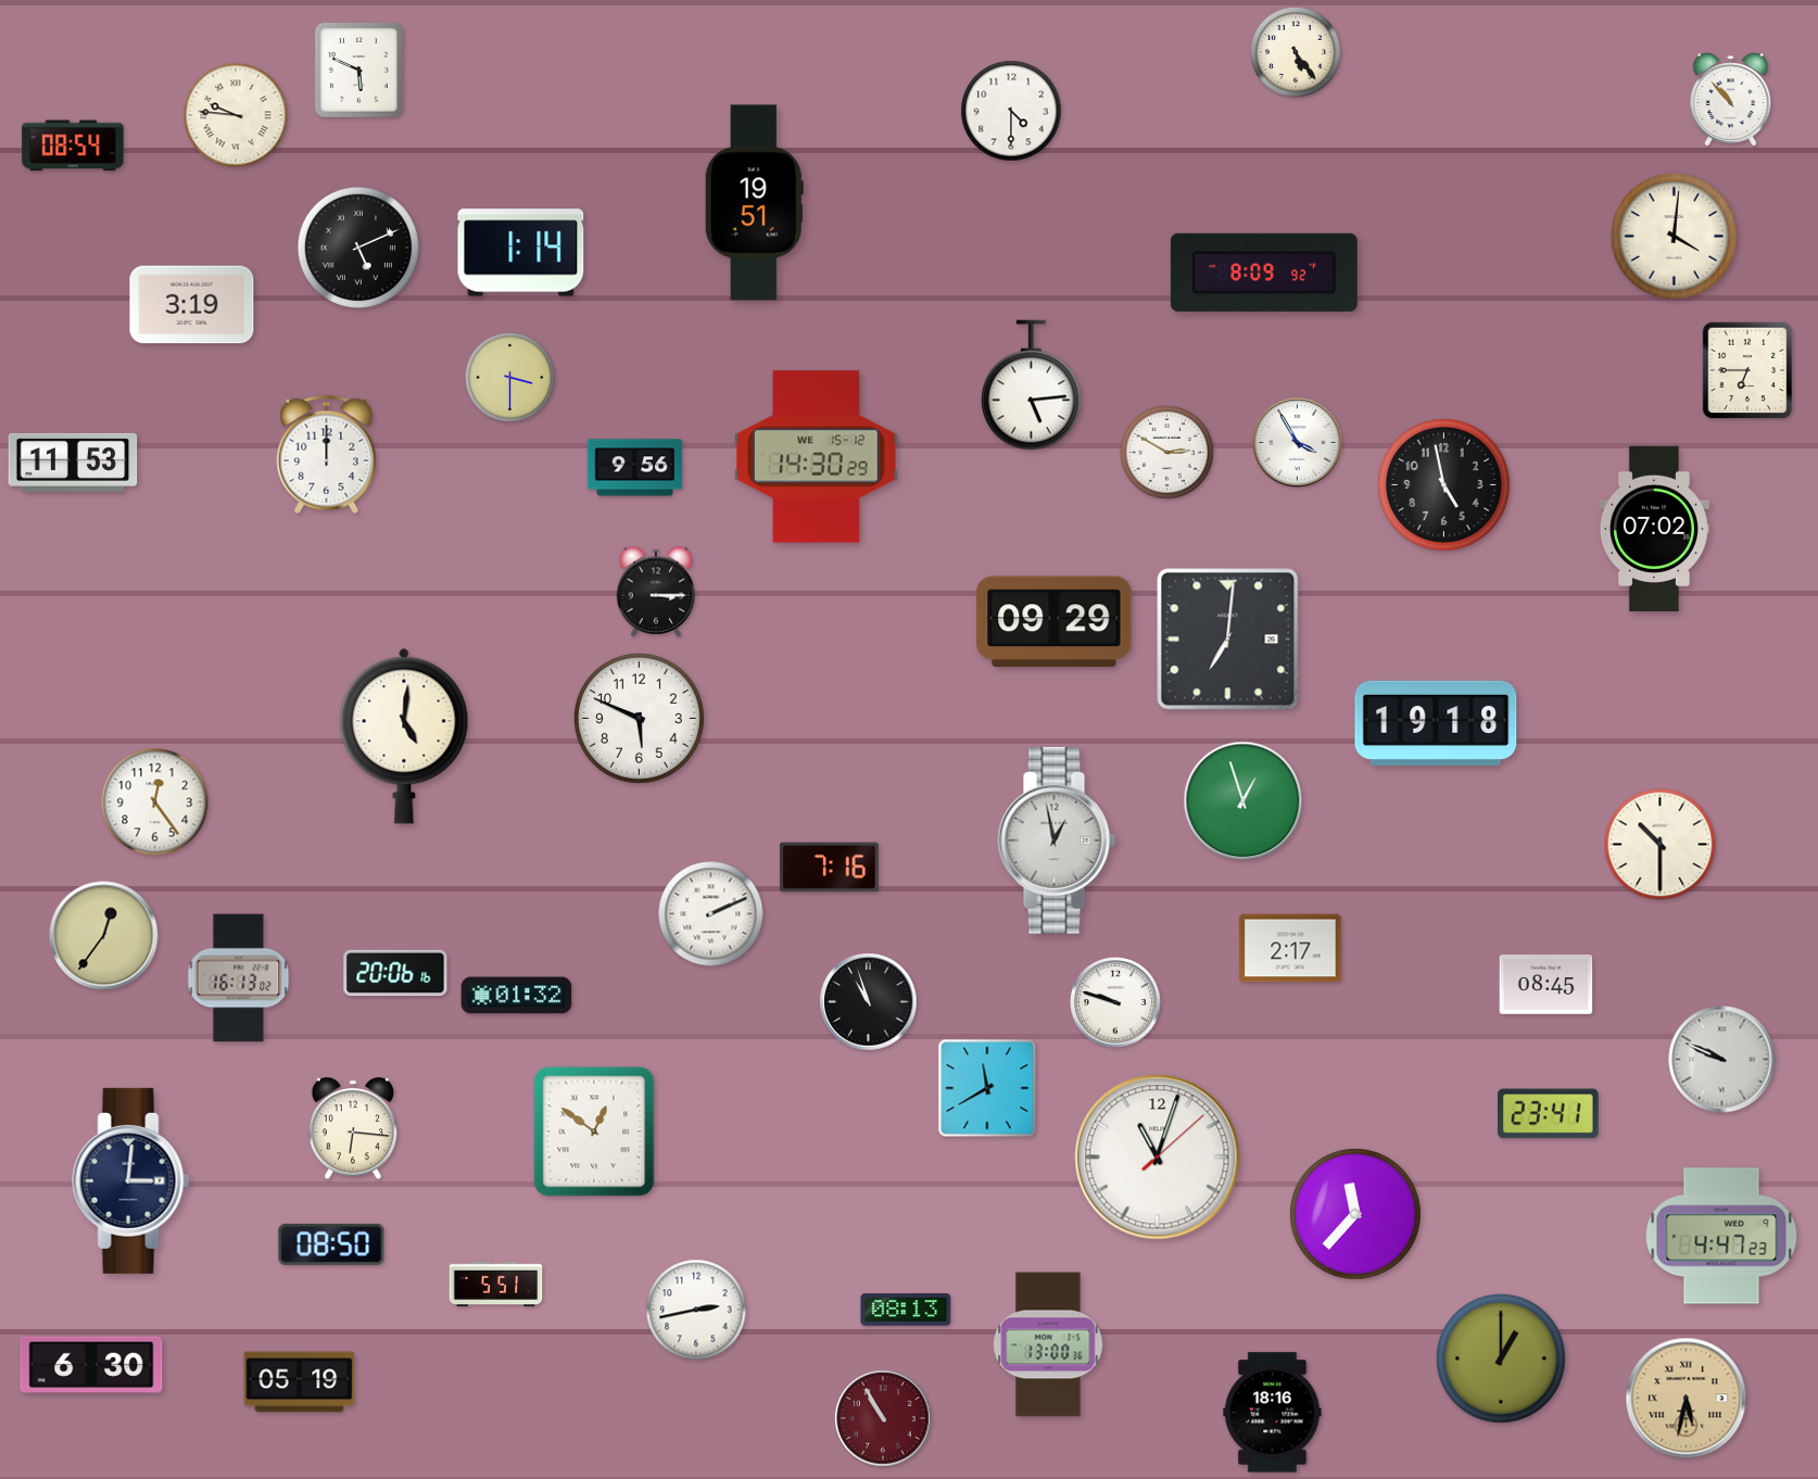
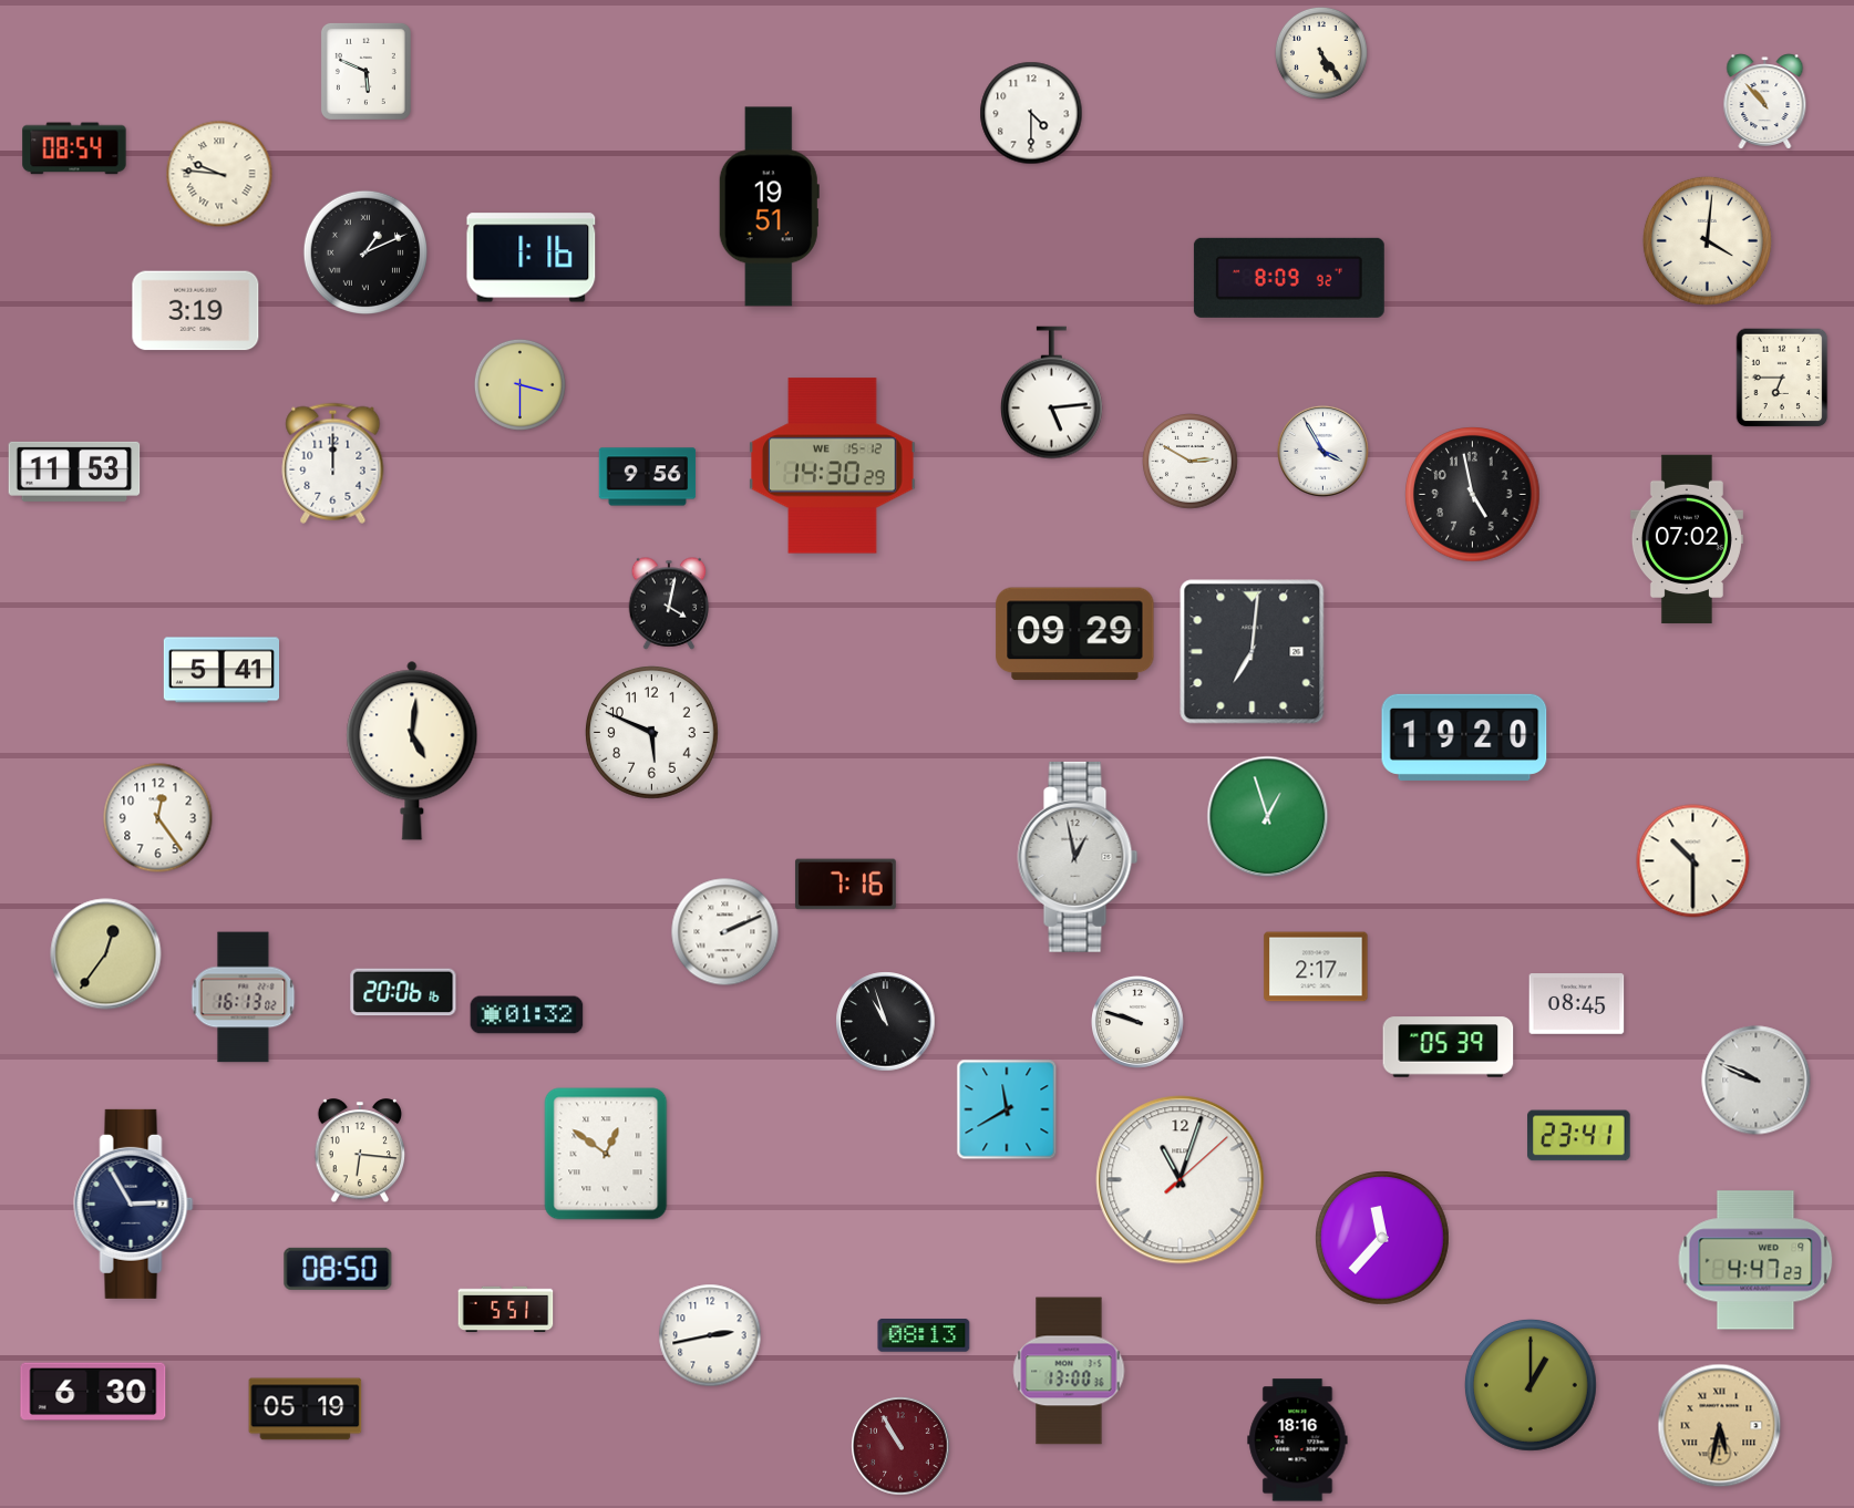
clock at (236, 115) position: (236, 115) -> (219, 174)
clock at (357, 246): 5:11 -> 1:11
clock at (521, 253): 1:14 -> 1:16
clock at (656, 592): 3:15 -> 4:02
clock at (220, 670): none -> 5:41
clock at (1436, 723): 19:18 -> 19:20
clock at (1449, 1047): none -> 05:39
clock at (131, 1180): 3:01 -> 2:55
